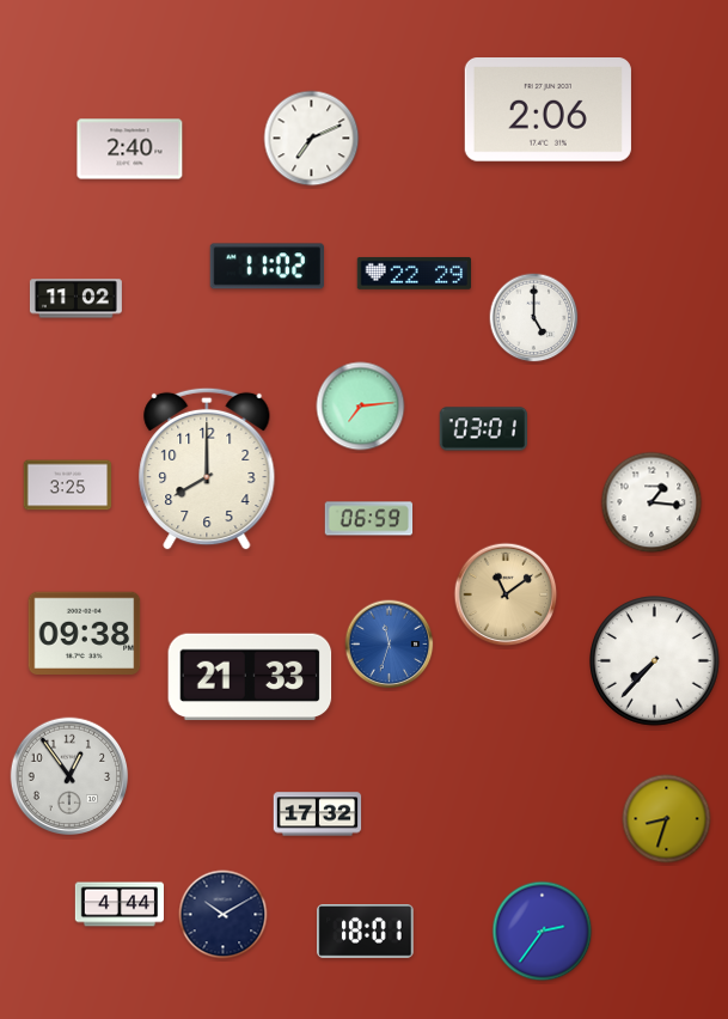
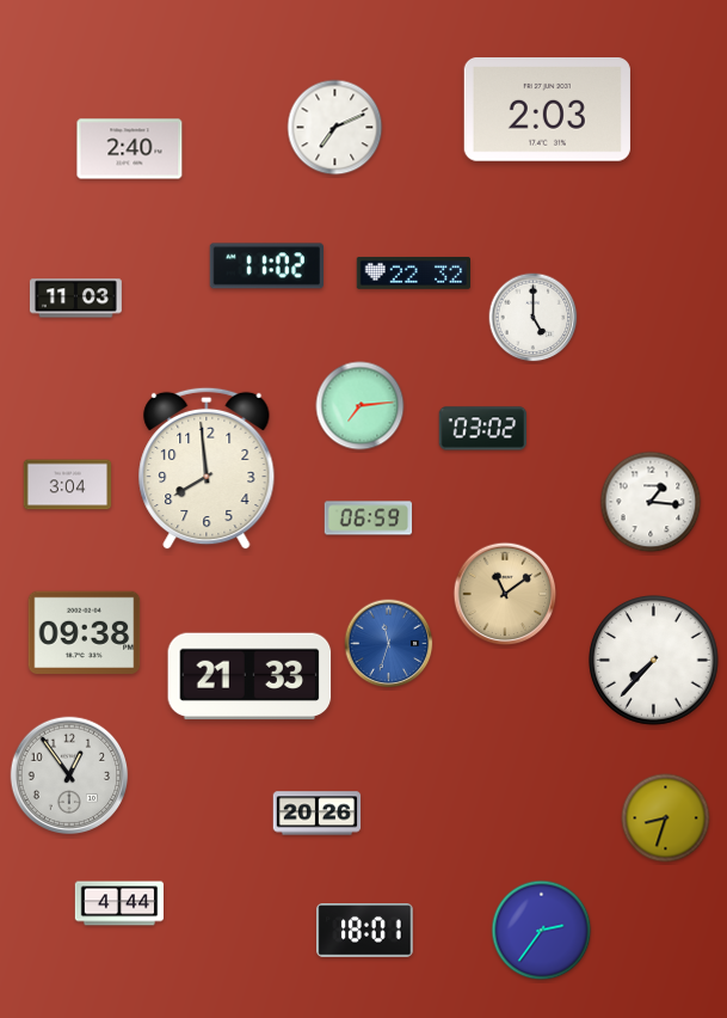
clock at (547, 110): 2:06 -> 2:03
clock at (312, 139) position: (312, 139) -> (335, 128)
clock at (414, 273): 22:29 -> 22:32
clock at (75, 299): 11:02 -> 11:03
clock at (484, 429): 03:01 -> 03:02
clock at (207, 469): 8:00 -> 7:59
clock at (68, 486): 3:25 -> 3:04
clock at (318, 814): 17:32 -> 20:26
clock at (224, 915): 10:10 -> none
